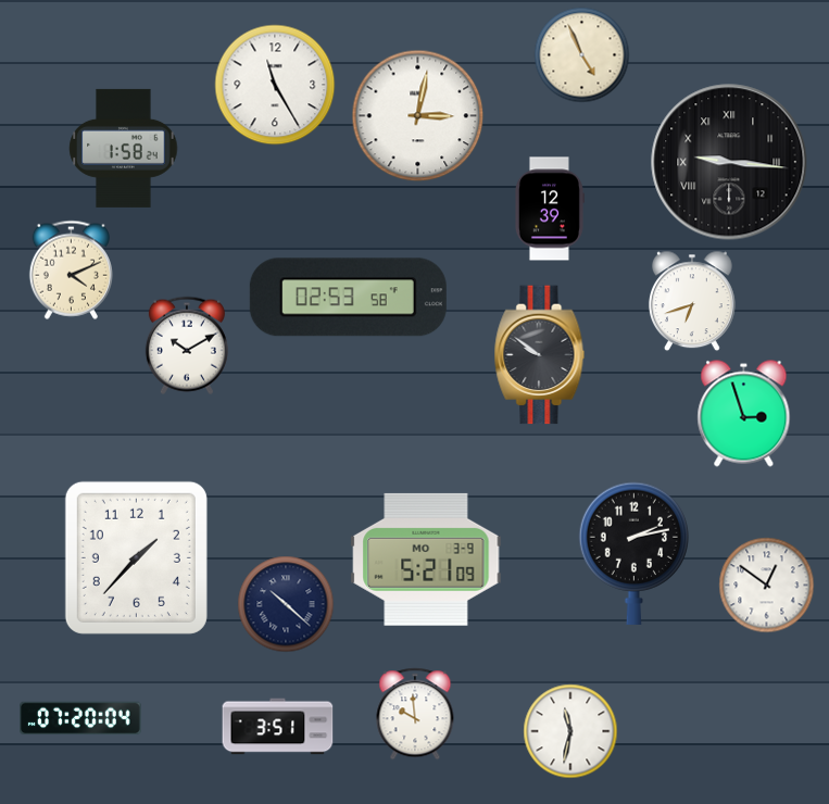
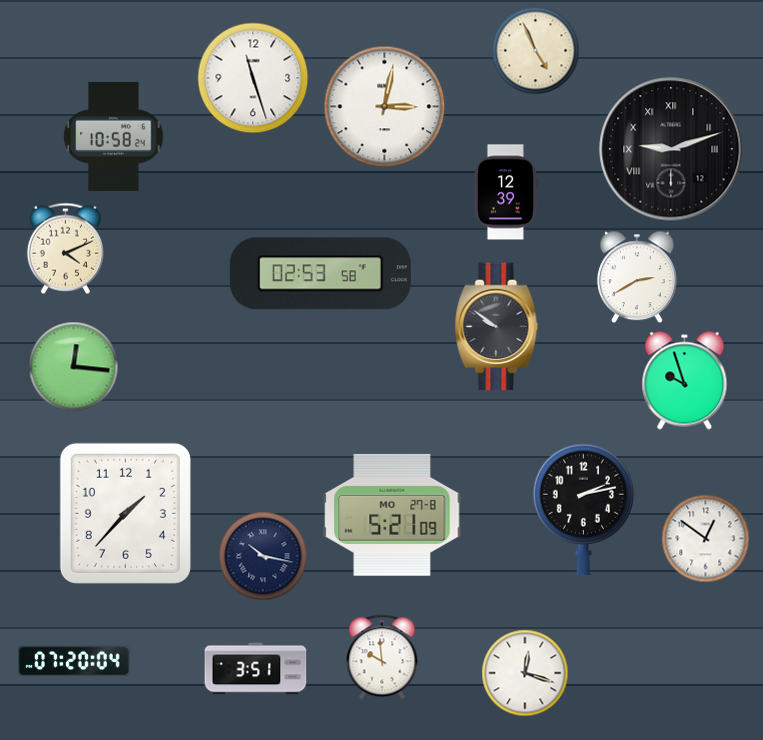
clock at (275, 85): 11:25 -> 11:27
clock at (124, 148): 1:58 -> 10:58
clock at (729, 162): 9:16 -> 9:12
clock at (692, 301): 6:42 -> 2:40
clock at (187, 346): 10:10 -> none
clock at (74, 367): none -> 12:16
clock at (744, 414): 2:57 -> 9:57
clock at (426, 560) date: MO 3-9 -> MO 27-8
clock at (286, 604): 10:22 -> 10:17
clock at (570, 731): 11:32 -> 12:18
